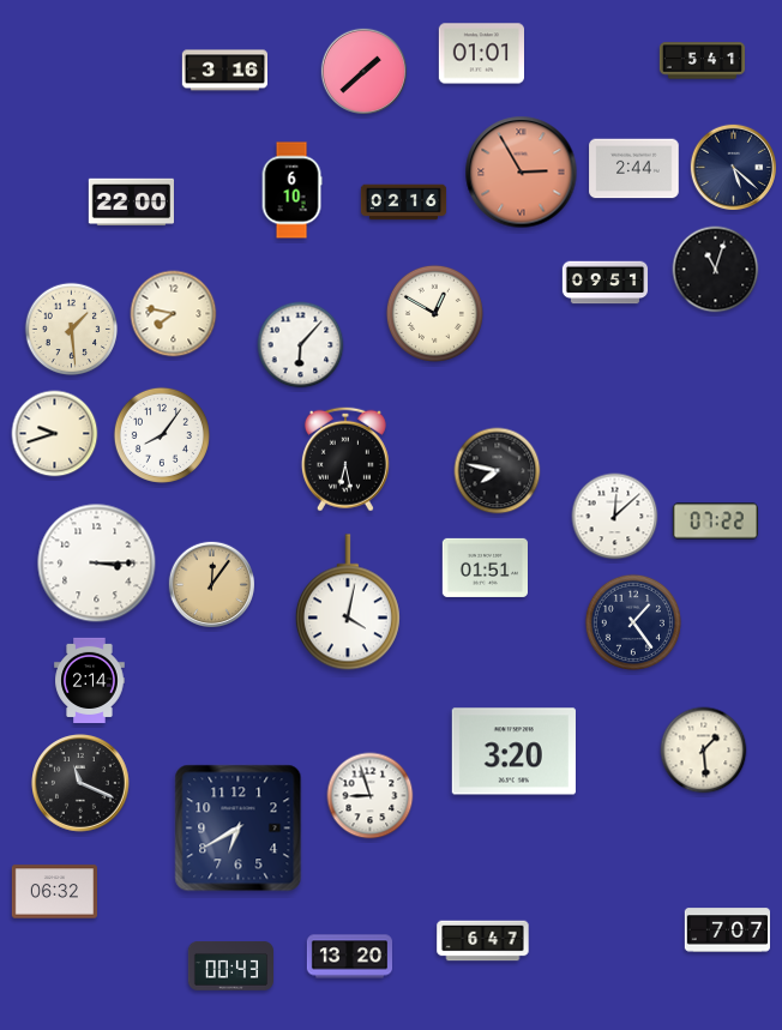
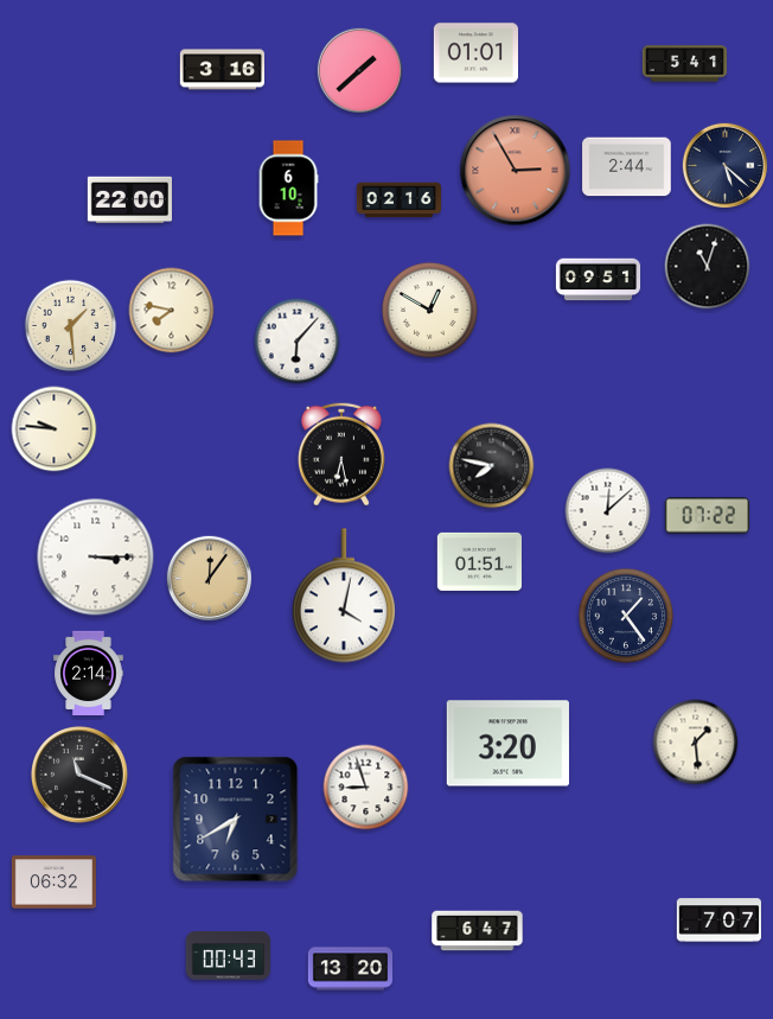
clock at (703, 61) position: (703, 61) -> (685, 64)
clock at (55, 434): 9:42 -> 9:46
clock at (162, 435): 8:06 -> none
clock at (349, 957) position: (349, 957) -> (350, 969)
